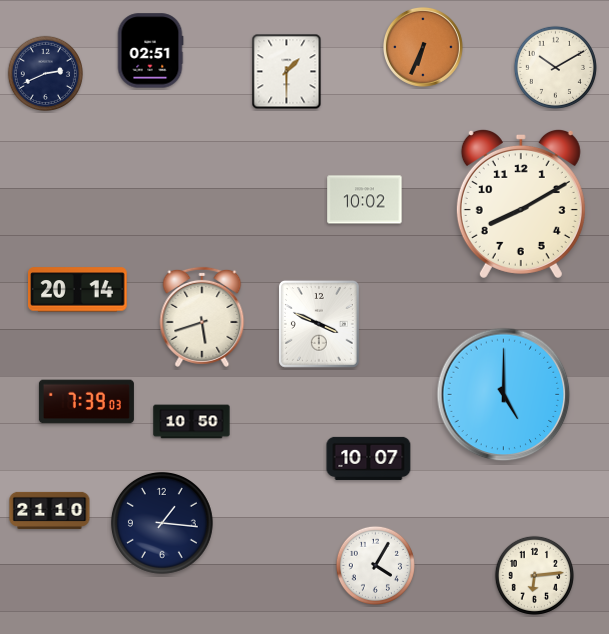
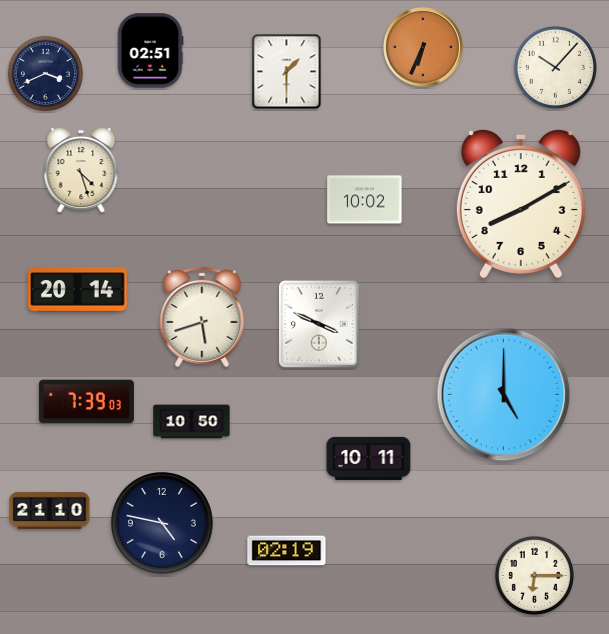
clock at (555, 67): 10:10 -> 10:07
clock at (45, 73): 2:41 -> 3:41
clock at (81, 171): none -> 4:27
clock at (369, 458): 10:07 -> 10:11
clock at (162, 523): 1:16 -> 4:47
clock at (287, 551): none -> 02:19
clock at (375, 565): 4:05 -> none
clock at (534, 575): 6:14 -> 6:15
